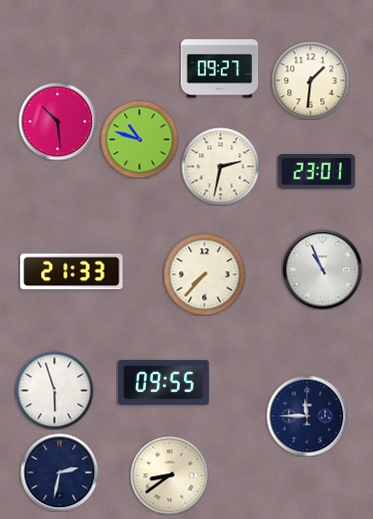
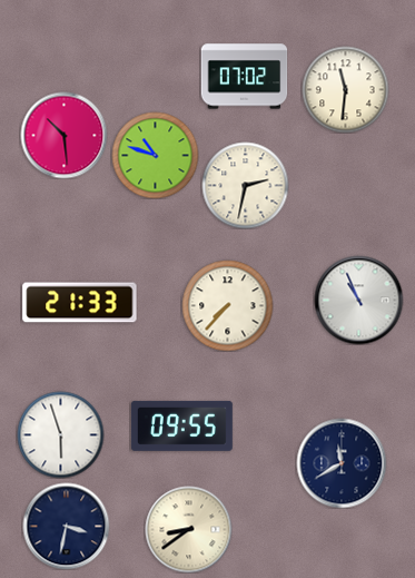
clock at (219, 69): 09:27 -> 07:02
clock at (310, 80): 1:31 -> 11:31
clock at (316, 172): 23:01 -> none
clock at (307, 416): 11:45 -> 11:40
clock at (59, 472): 2:32 -> 3:32
